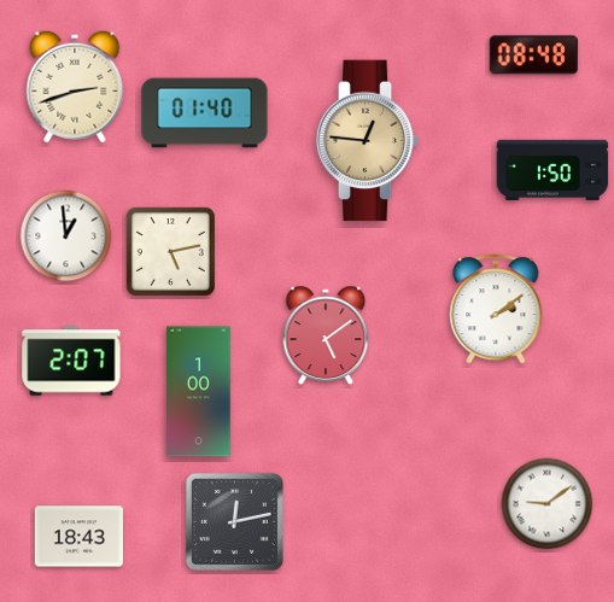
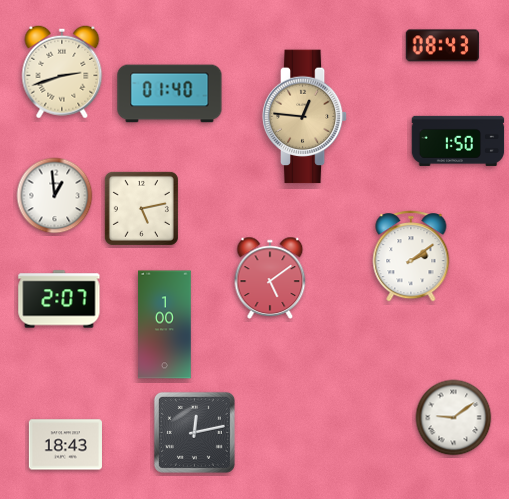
clock at (533, 55): 08:48 -> 08:43
